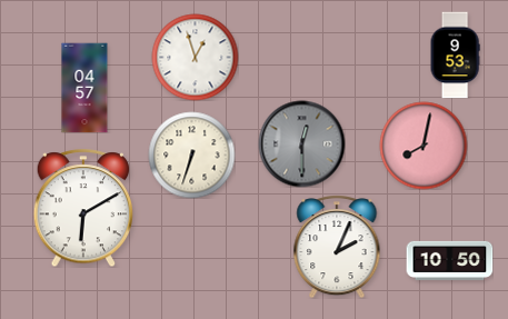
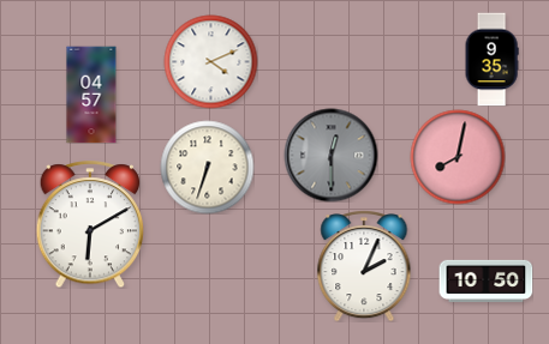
clock at (455, 54): 9:53 -> 9:35
clock at (195, 57): 12:57 -> 4:11
clock at (301, 143) position: (301, 143) -> (330, 155)
